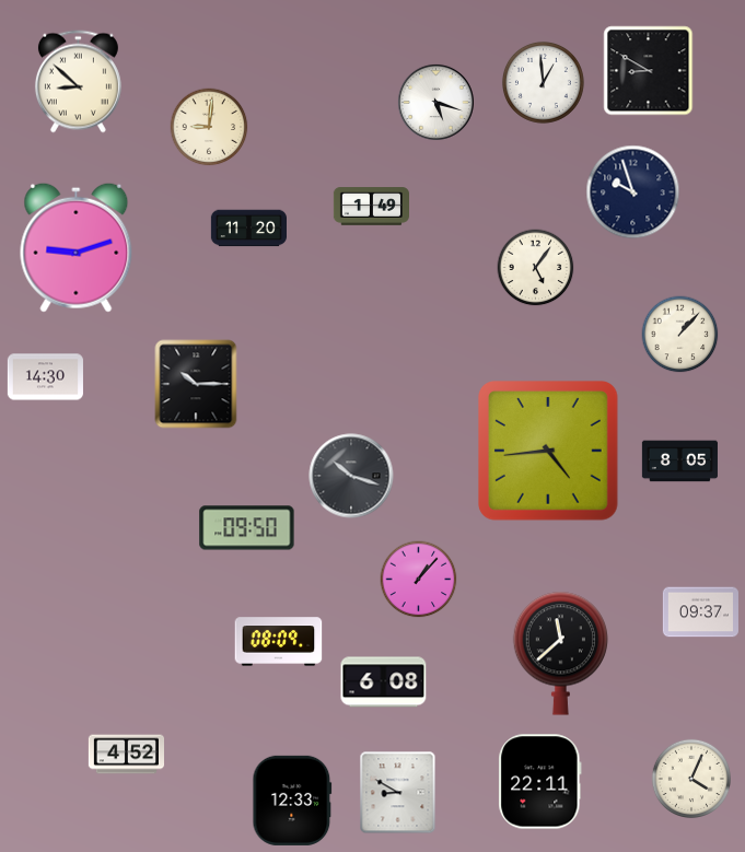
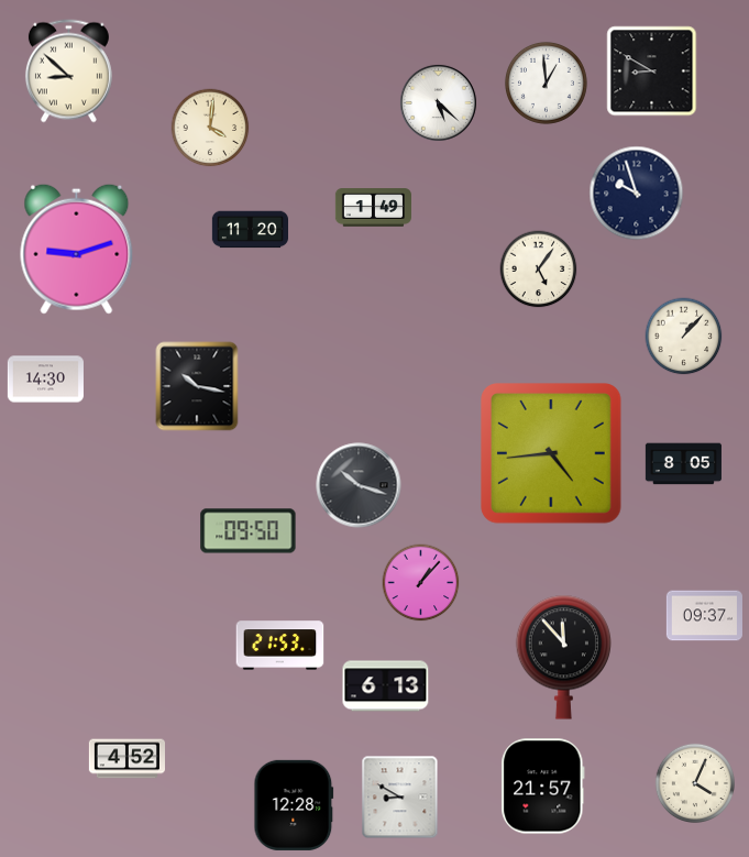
clock at (78, 82) position: (78, 82) -> (68, 72)
clock at (435, 102): 5:18 -> 5:22
clock at (209, 127): 9:01 -> 4:01
clock at (196, 384): 10:15 -> 10:17
clock at (351, 476) position: (351, 476) -> (359, 485)
clock at (279, 642): 08:09 -> 21:53
clock at (560, 653): 11:38 -> 11:53
clock at (384, 682): 6:08 -> 6:13
clock at (540, 782): 22:11 -> 21:57
clock at (292, 801): 12:33 -> 12:28
